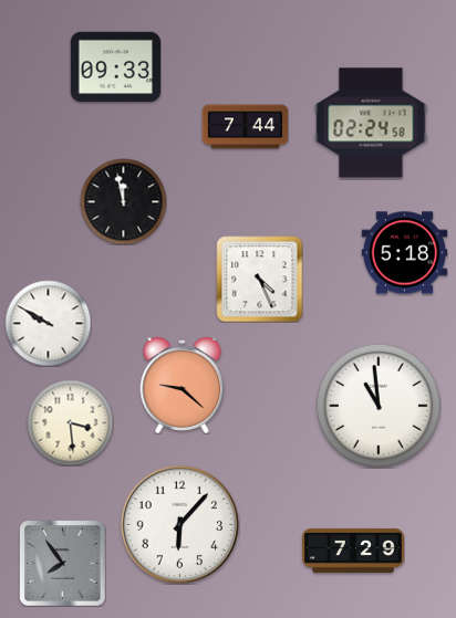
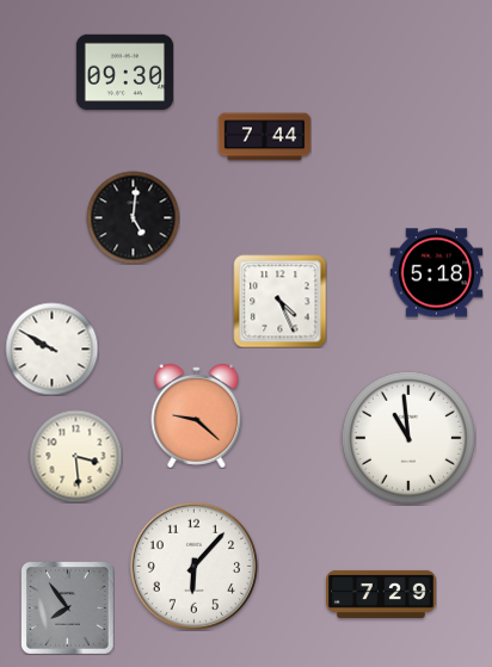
clock at (115, 67): 09:33 -> 09:30
clock at (371, 123): 02:24 -> none
clock at (123, 201): 11:58 -> 5:01
